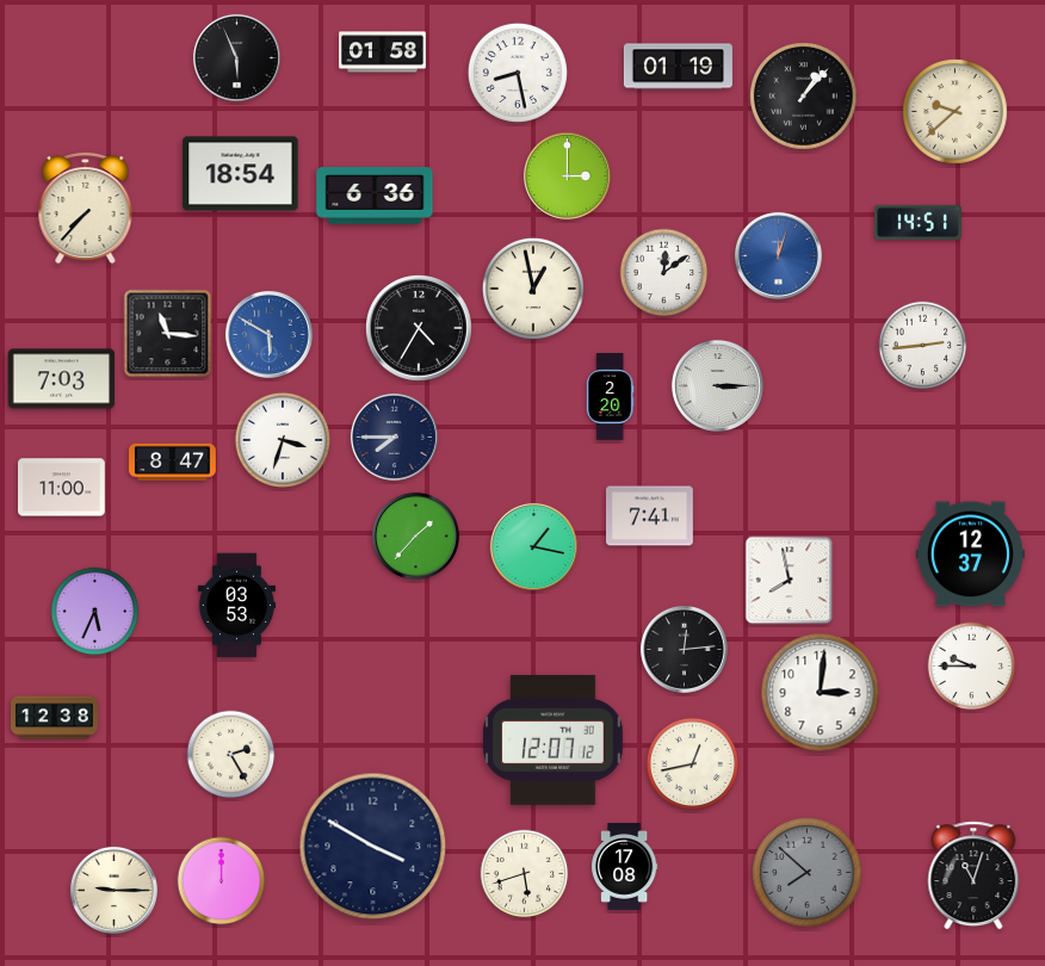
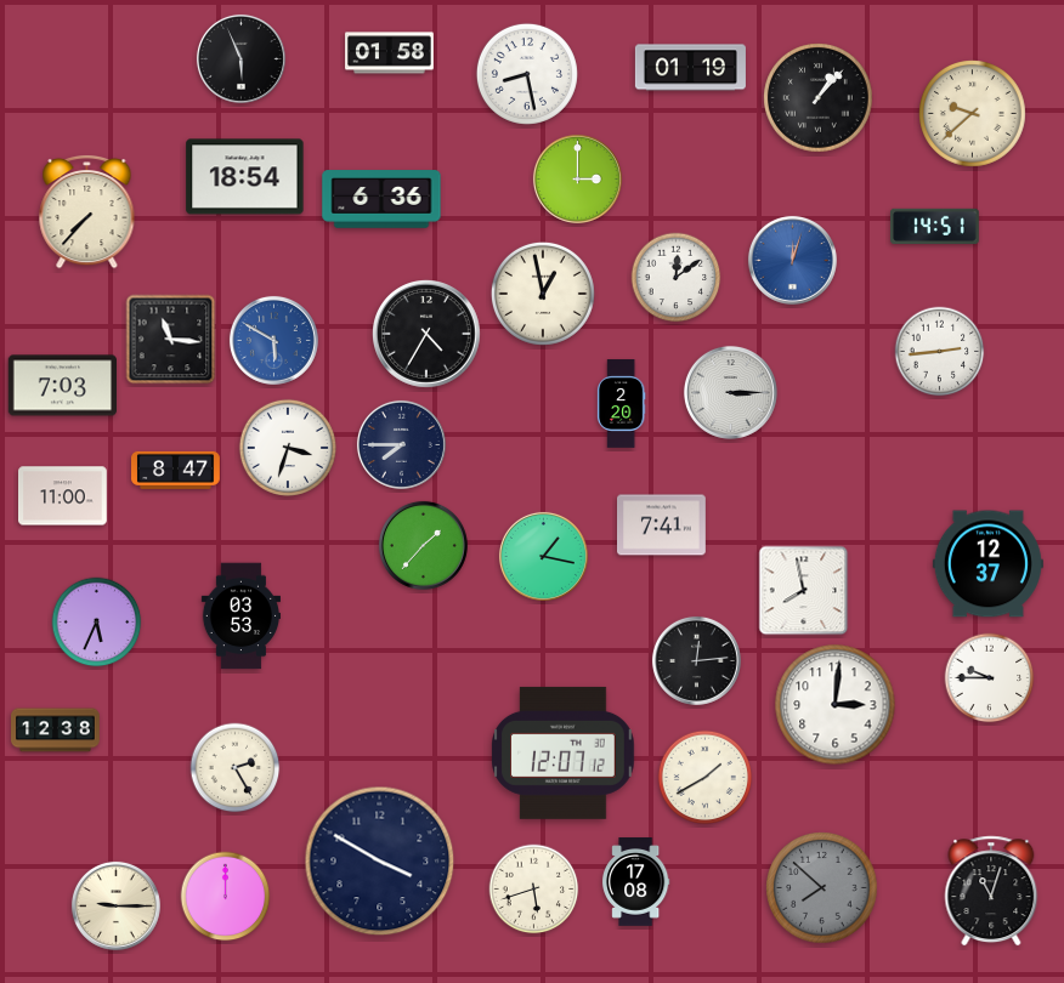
clock at (693, 764): 12:43 -> 1:40
